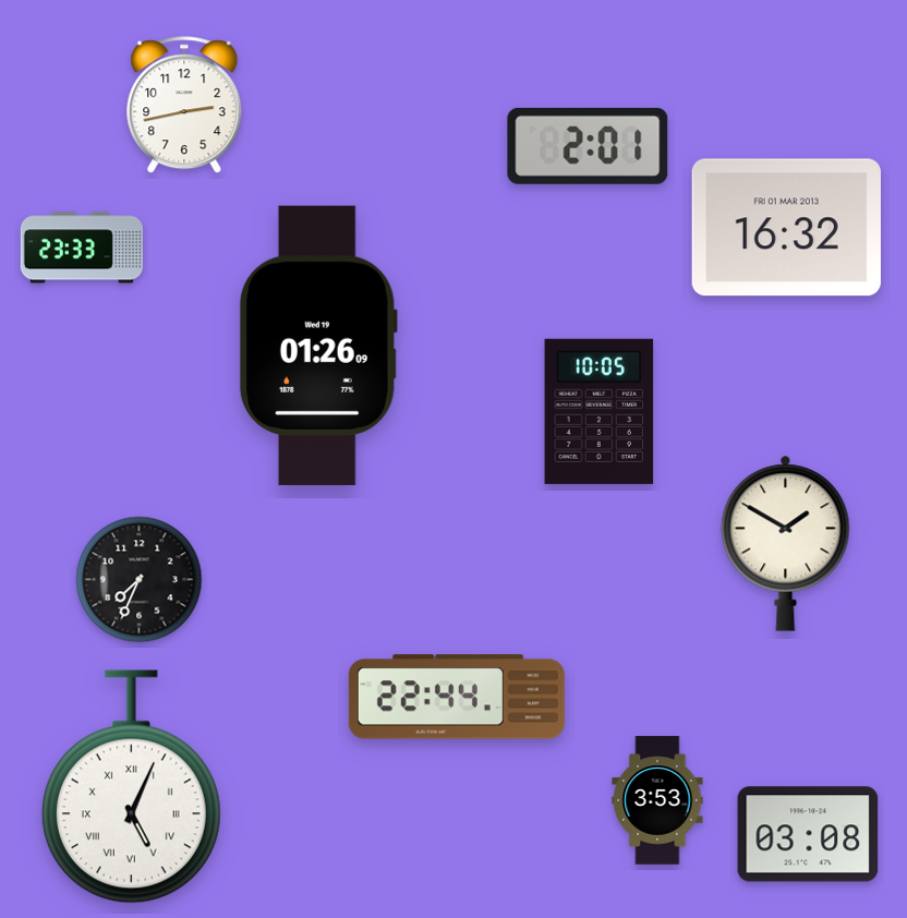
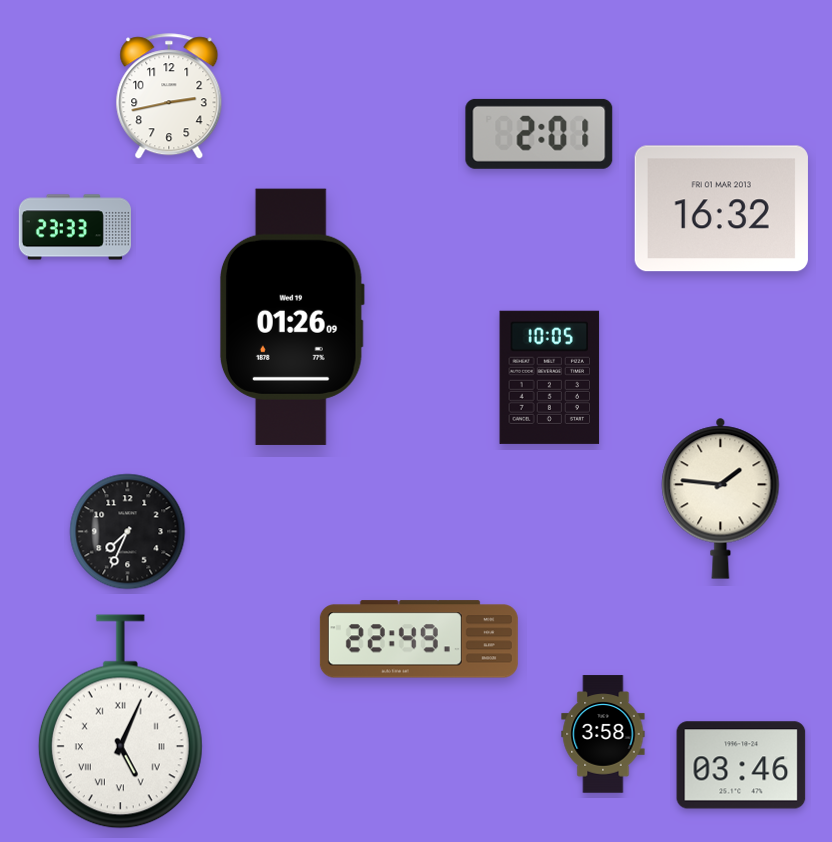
clock at (786, 543): 1:50 -> 1:46
clock at (457, 697): 22:44 -> 22:49
clock at (657, 800): 3:53 -> 3:58
clock at (808, 834): 03:08 -> 03:46
